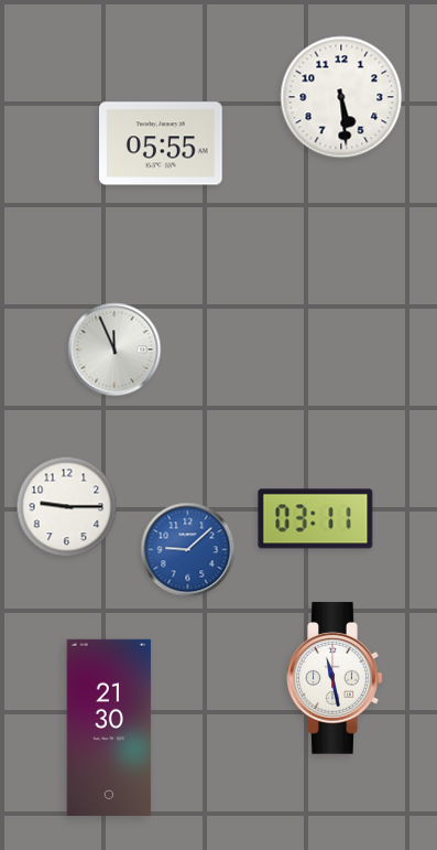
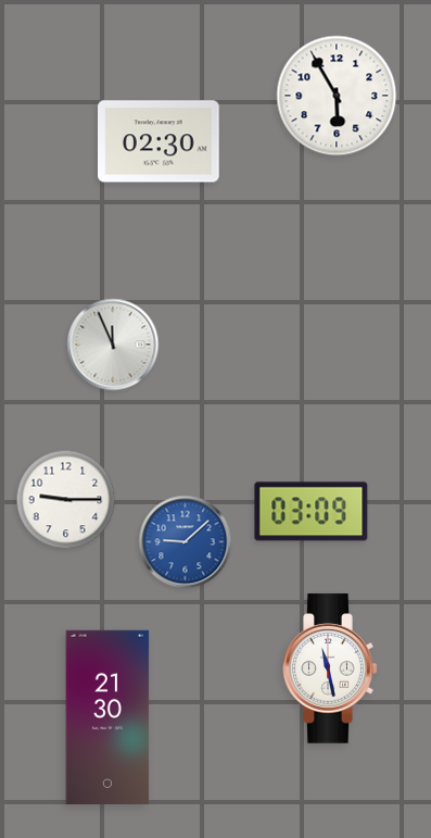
clock at (341, 97): 5:29 -> 5:55
clock at (162, 143): 05:55 -> 02:30
clock at (316, 519): 03:11 -> 03:09
